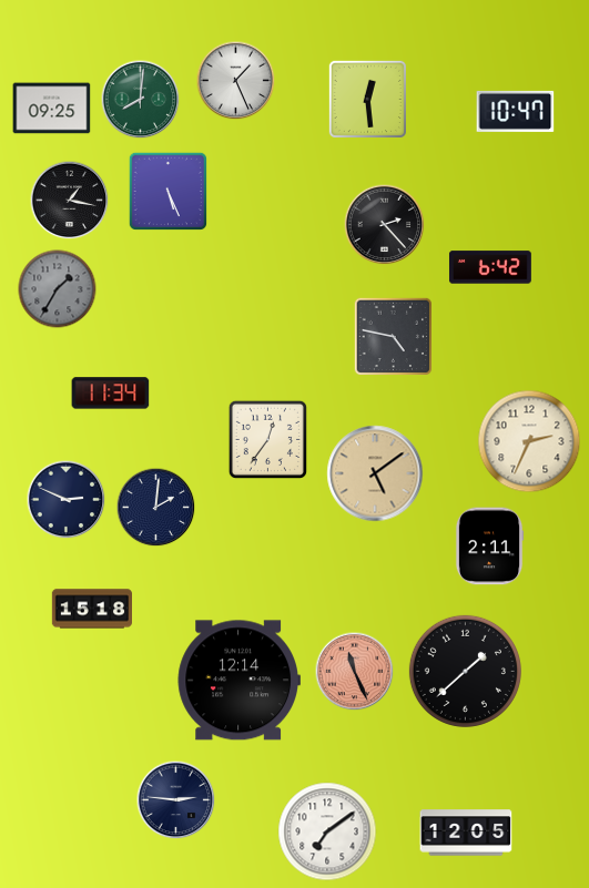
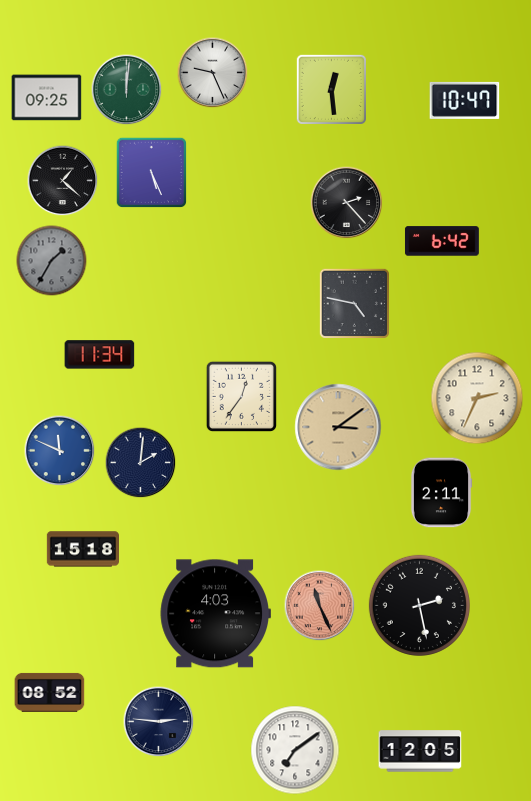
clock at (236, 81): 1:26 -> 9:26
clock at (141, 100): 8:01 -> 12:01
clock at (70, 201): 1:17 -> 1:22
clock at (375, 473): 5:09 -> 3:09
clock at (67, 500): 2:49 -> 11:49
clock at (67, 500) dial: navy -> blue
clock at (156, 508) position: (156, 508) -> (141, 463)
clock at (465, 671): 1:38 -> 2:28
clock at (238, 681): 12:14 -> 4:03
clock at (50, 692): none -> 08:52
